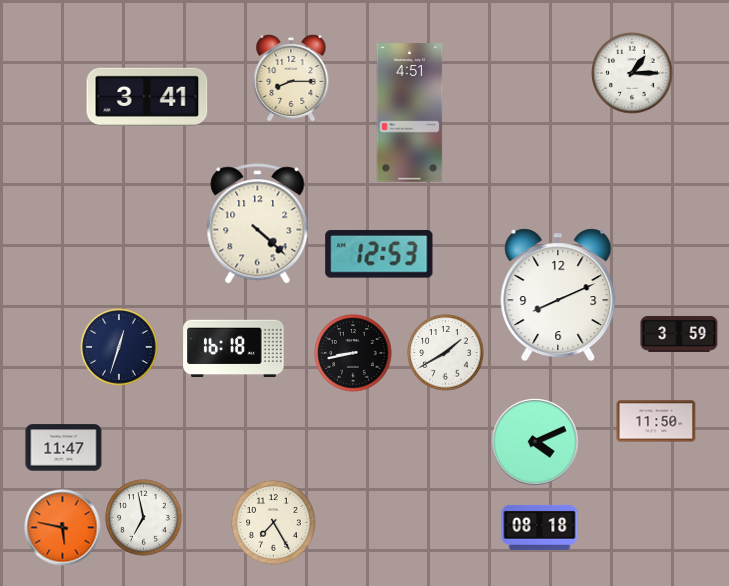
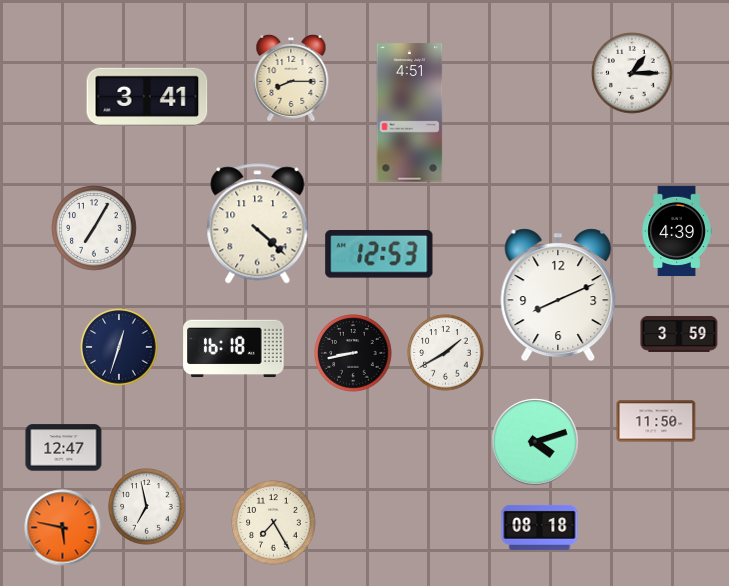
clock at (94, 228): none -> 7:05
clock at (677, 231): none -> 4:39
clock at (535, 442): 4:11 -> 4:12
clock at (64, 448): 11:47 -> 12:47
clock at (144, 518) position: (144, 518) -> (147, 507)
